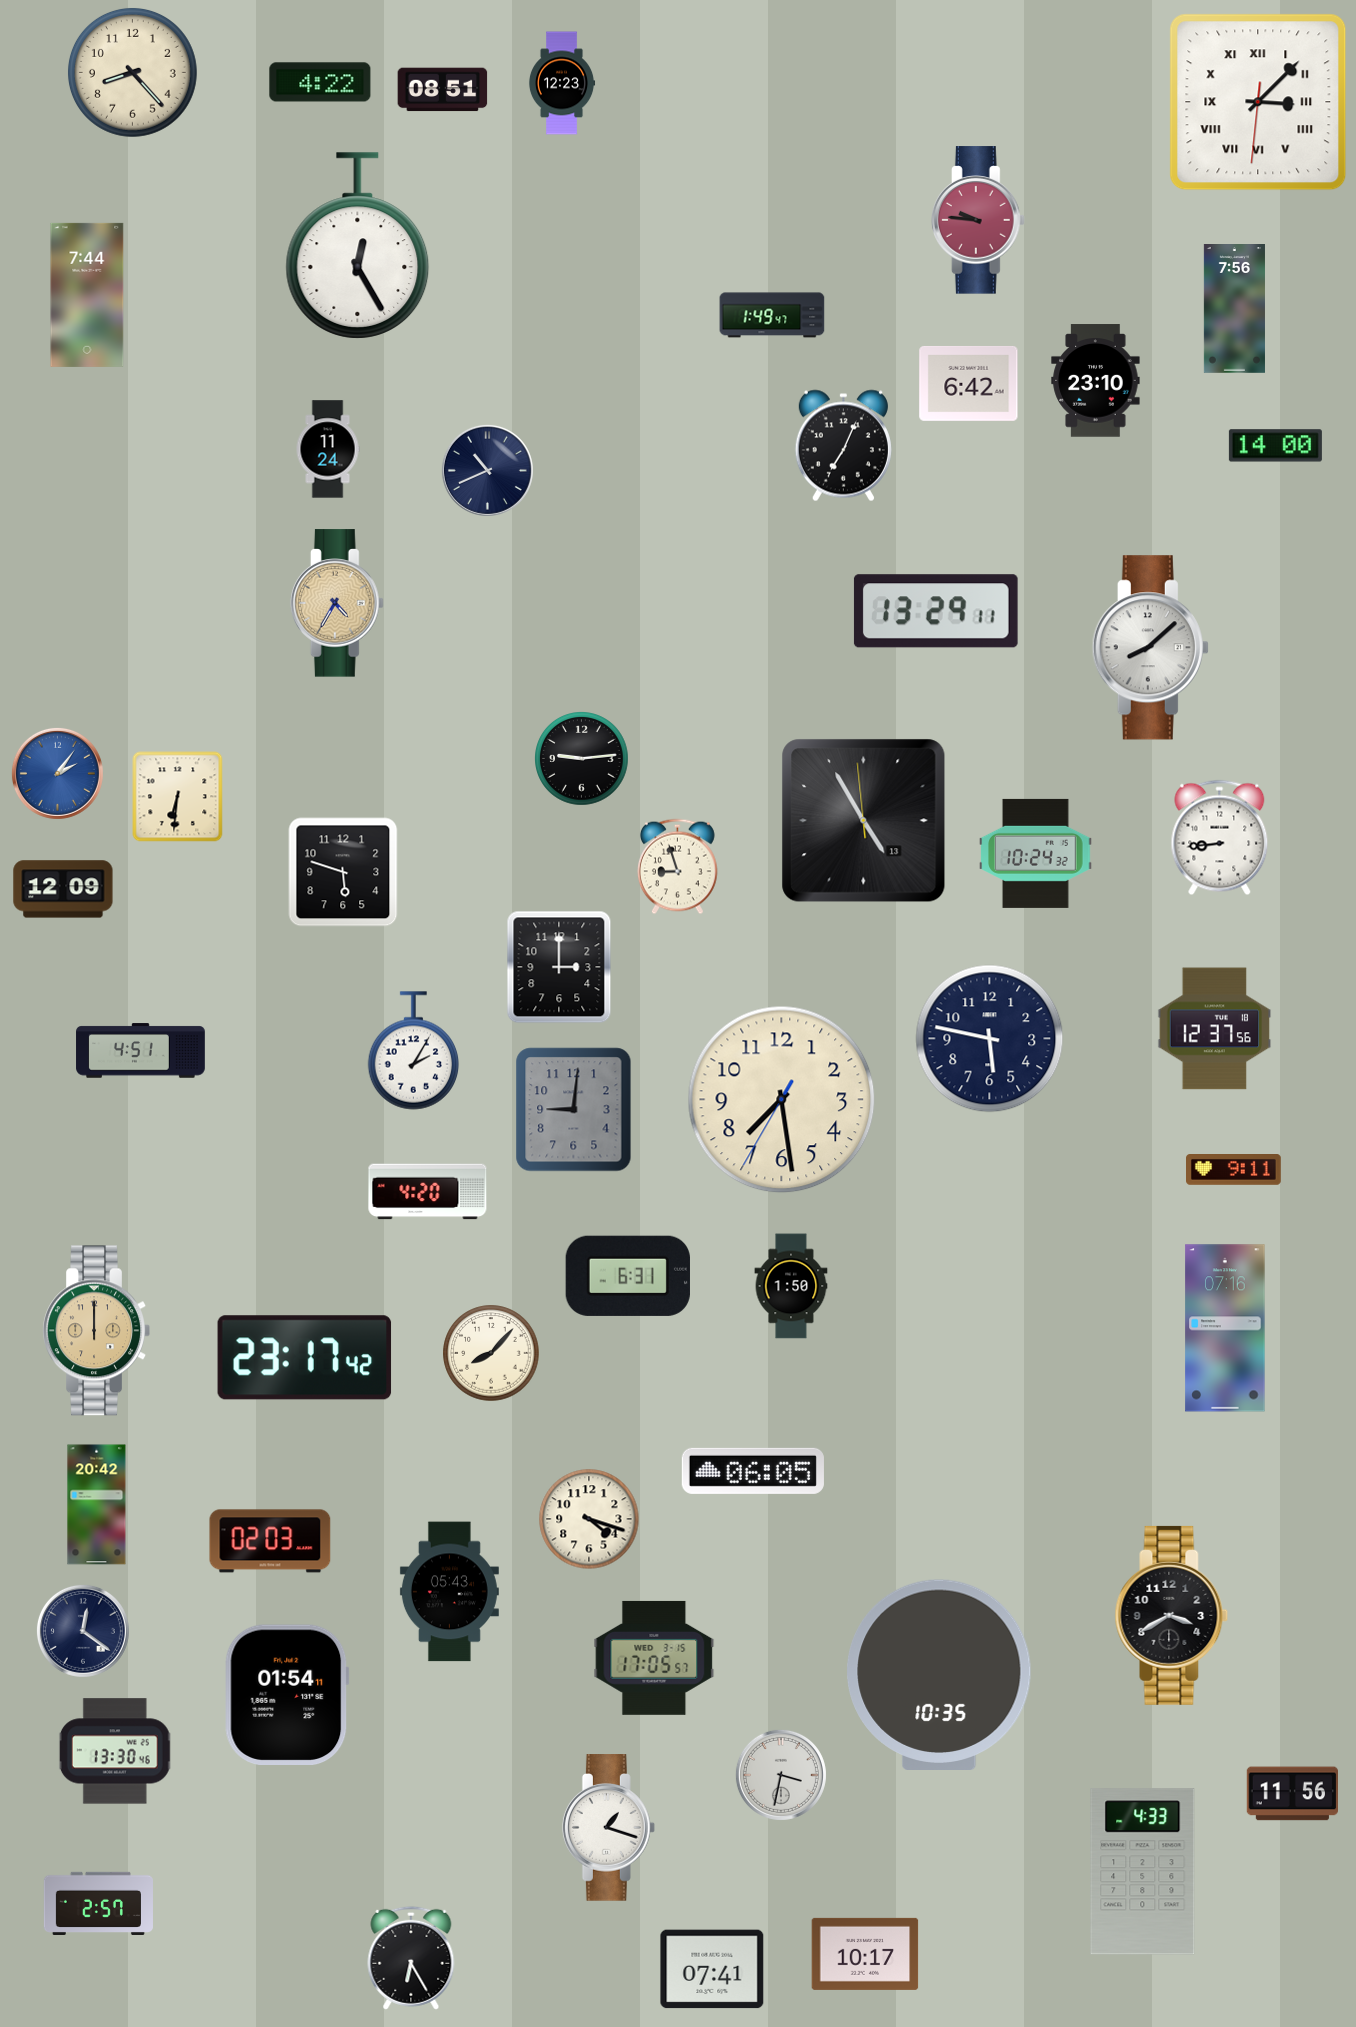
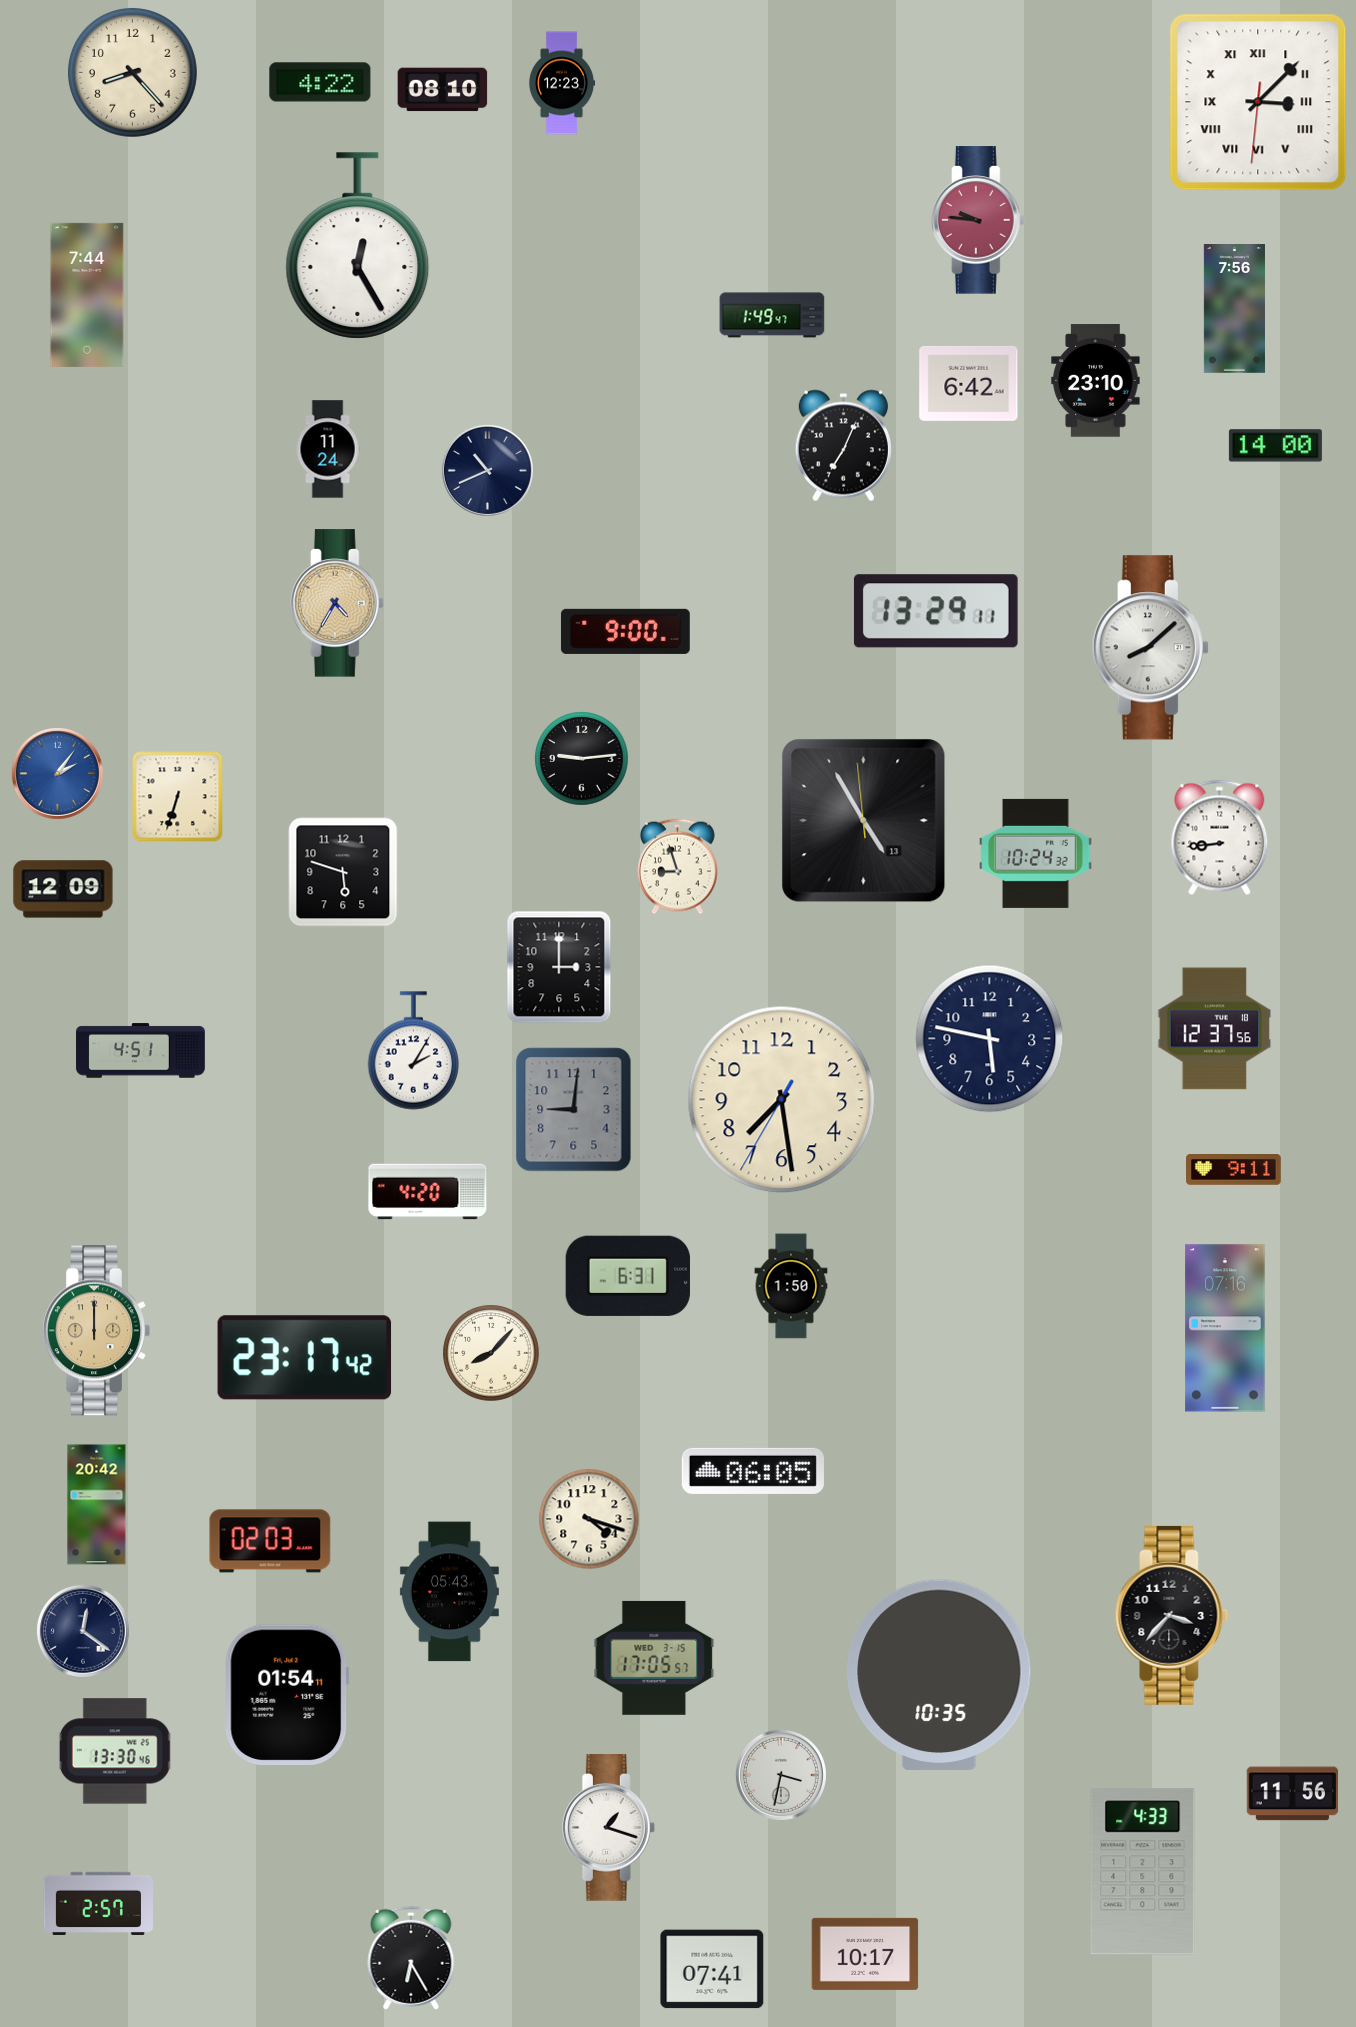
clock at (443, 90): 08:51 -> 08:10
clock at (625, 631): none -> 9:00
clock at (178, 797): 6:31 -> 6:33
clock at (1172, 1615): 3:40 -> 3:37
